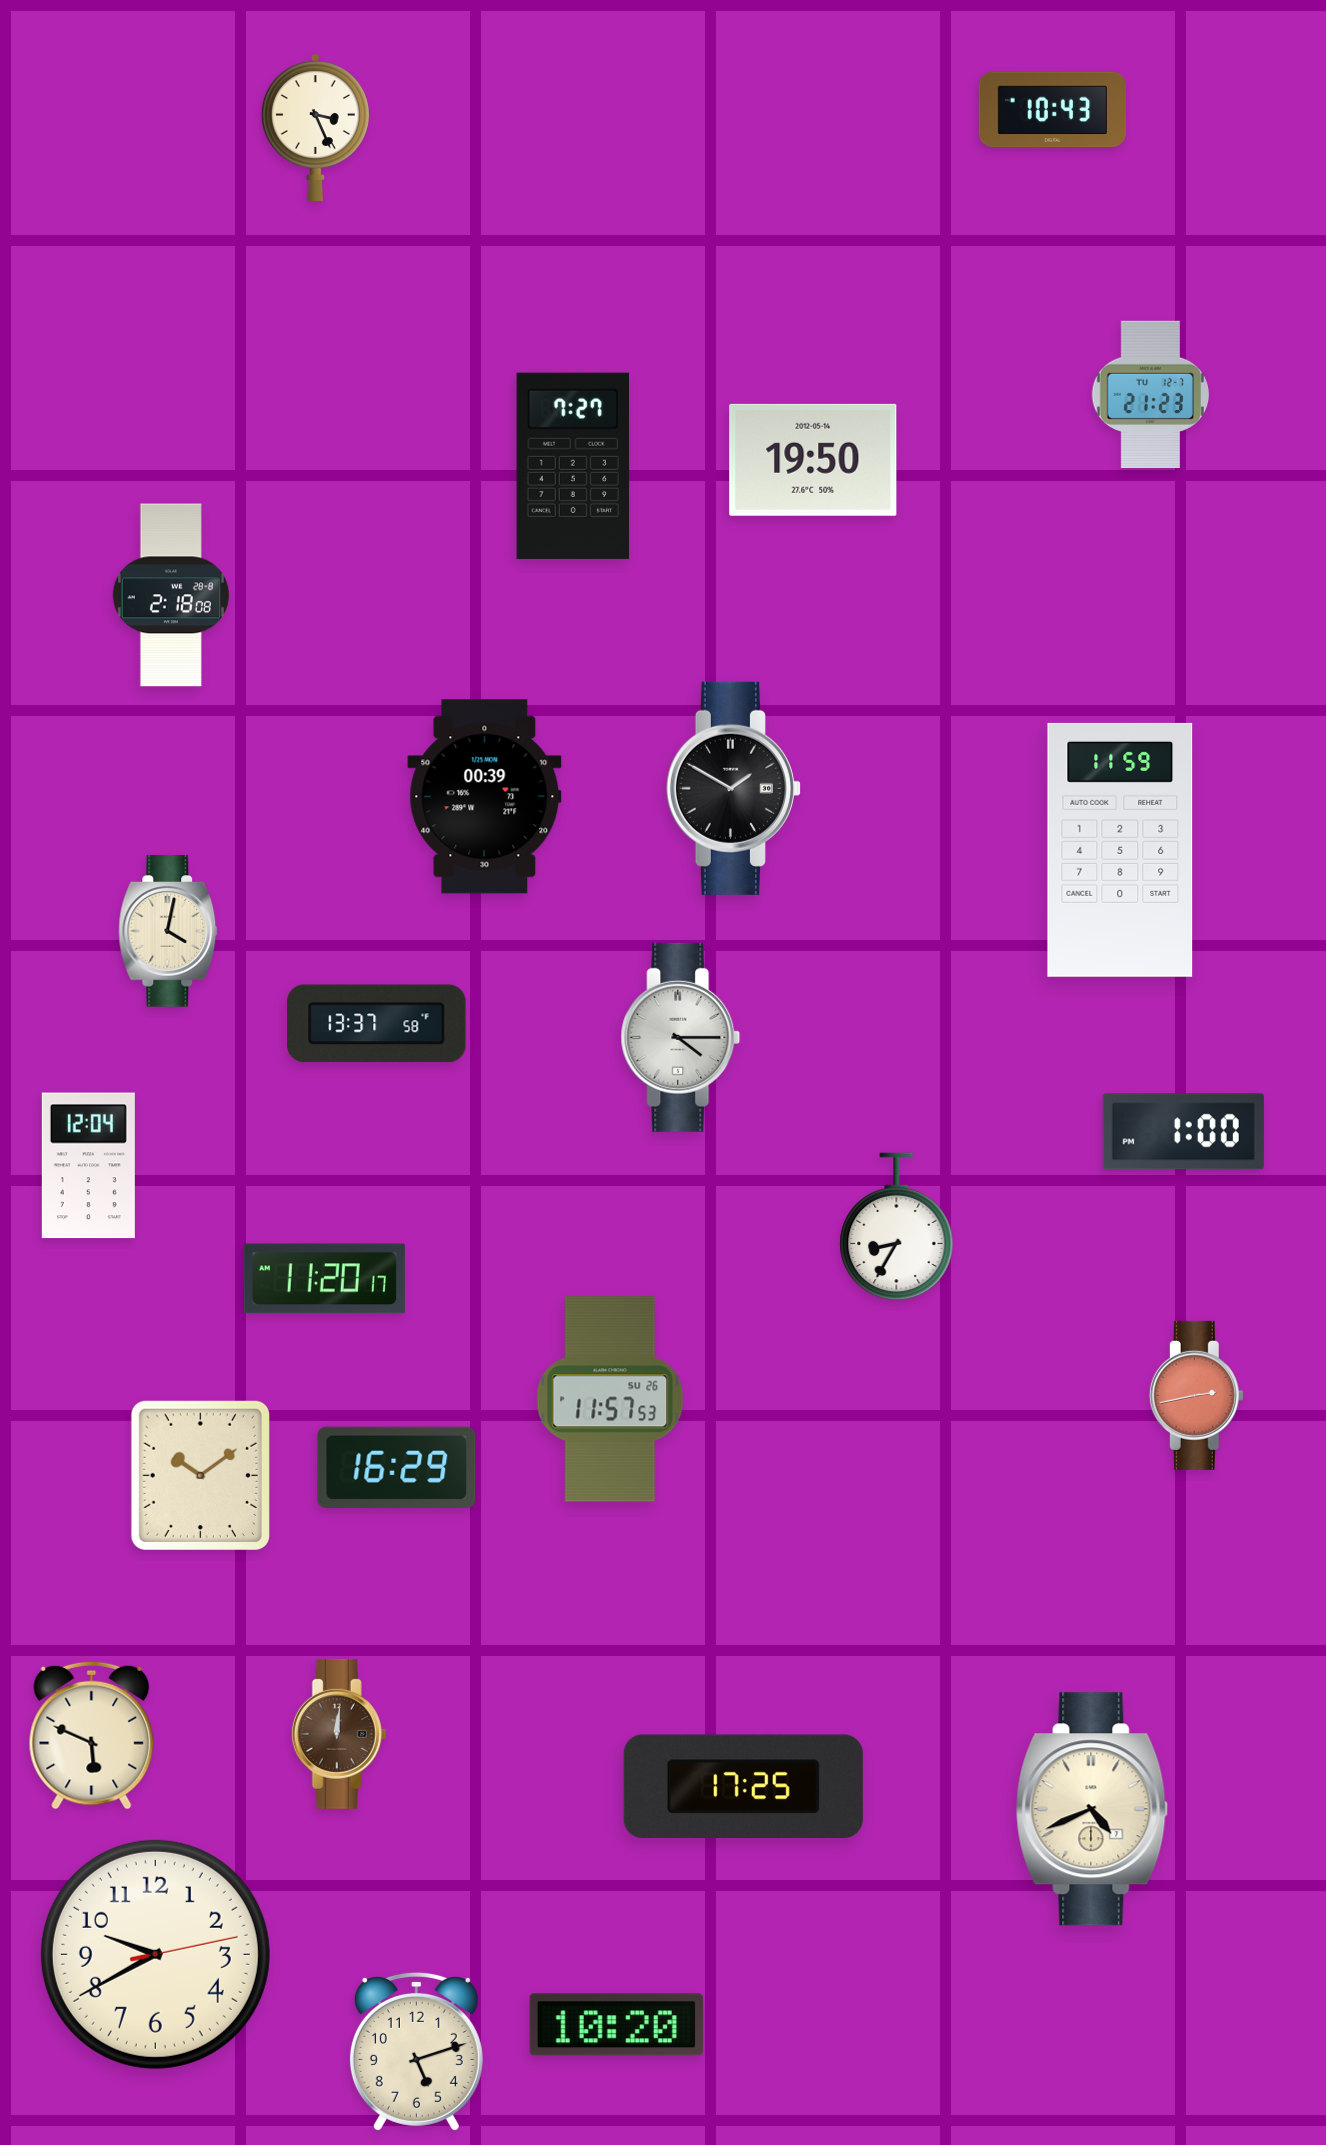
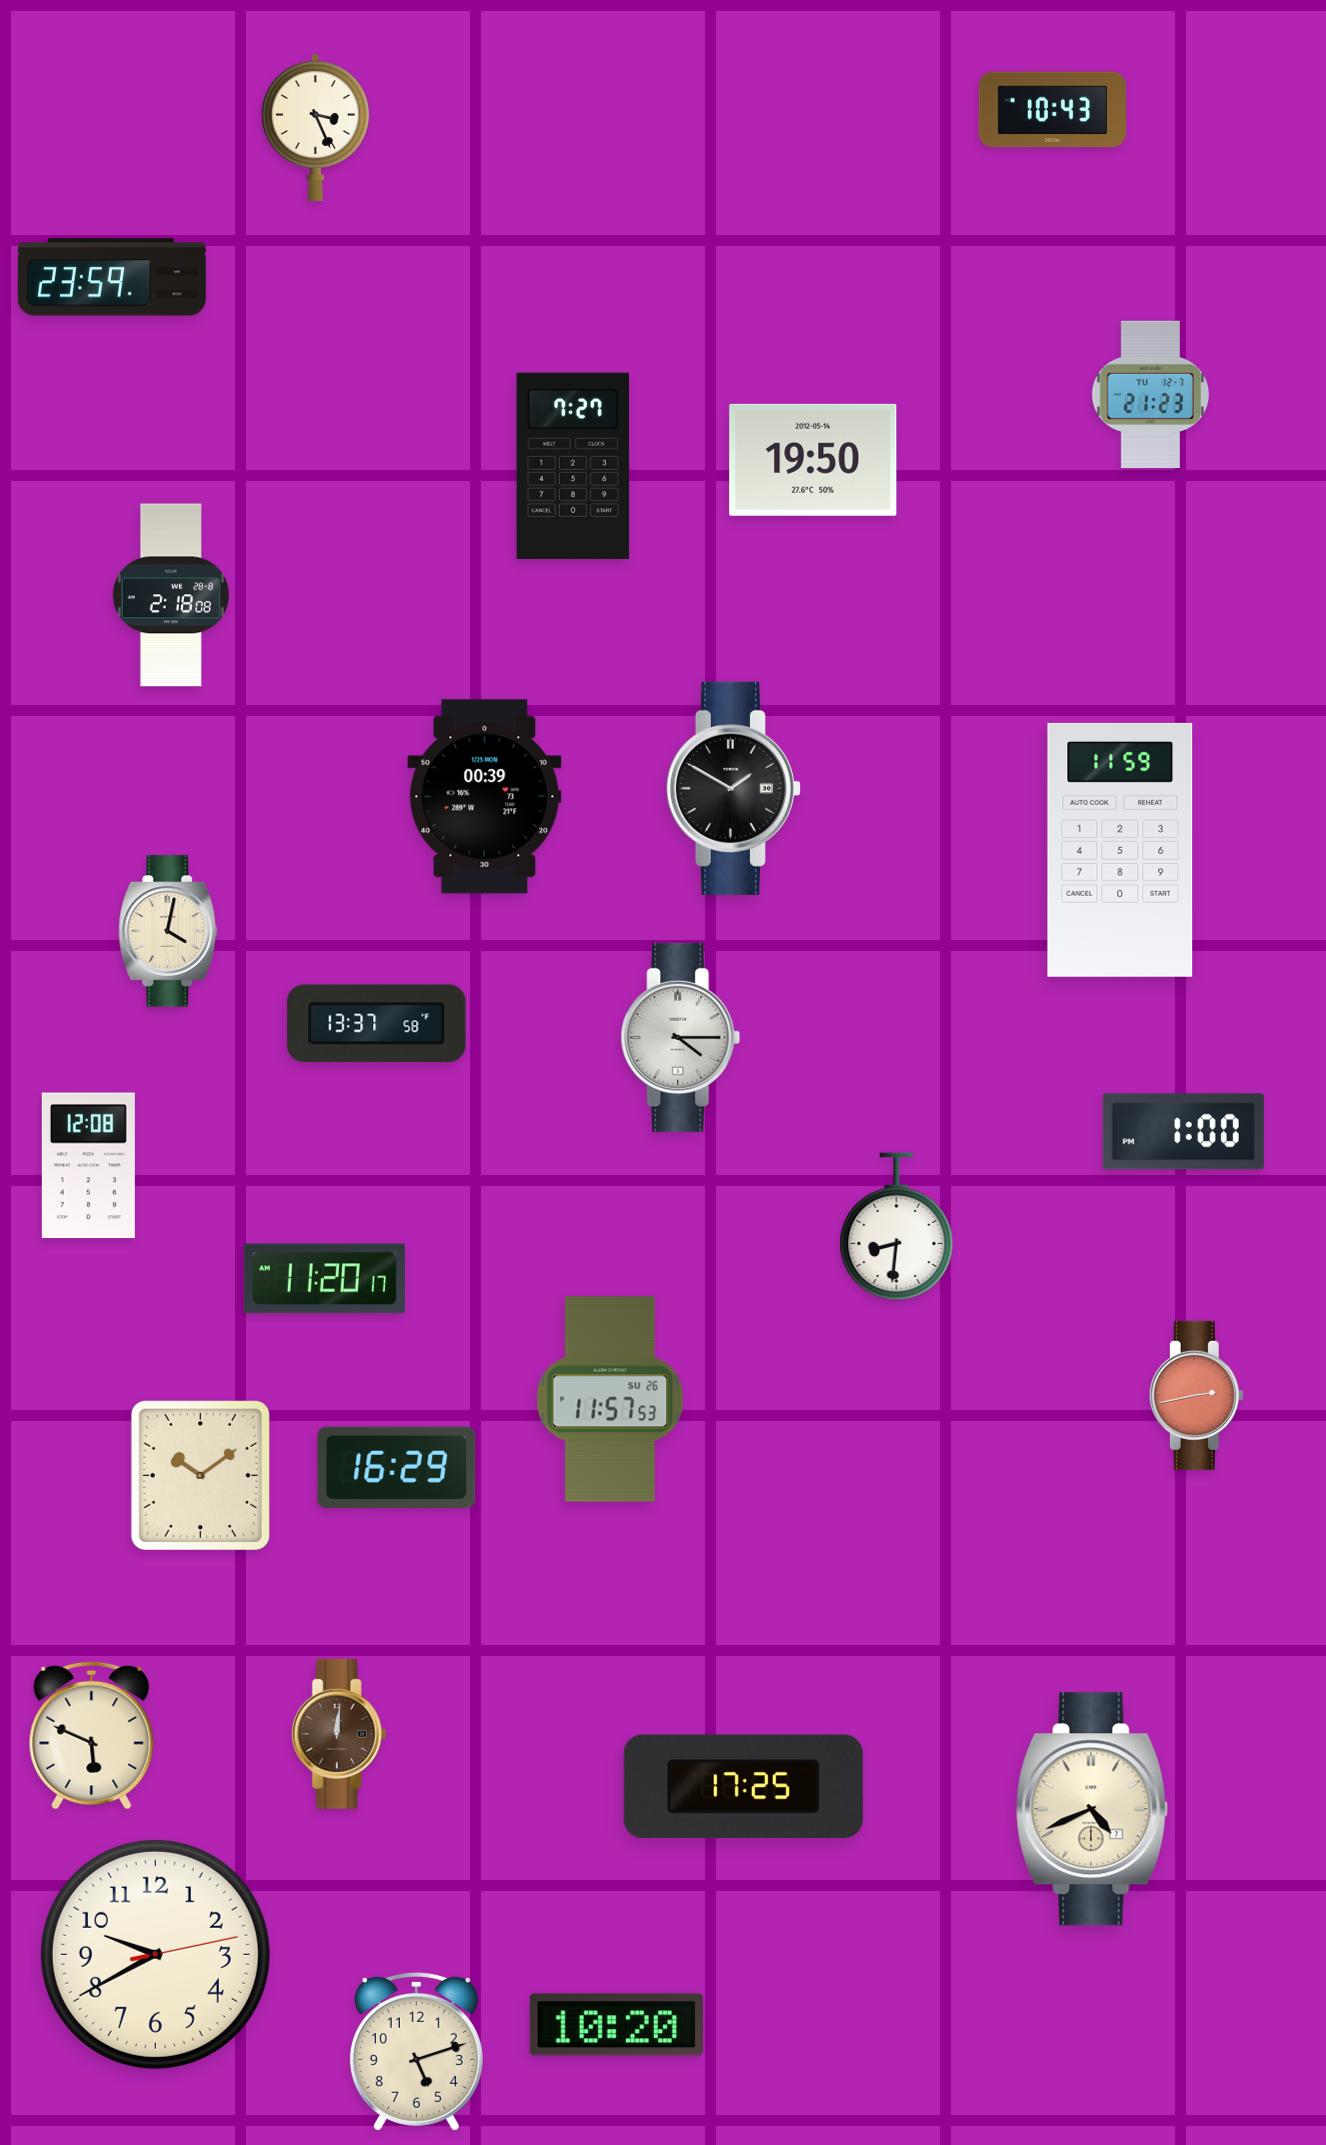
clock at (112, 277): none -> 23:59
clock at (88, 1166): 12:04 -> 12:08
clock at (897, 1227): 8:35 -> 8:31
